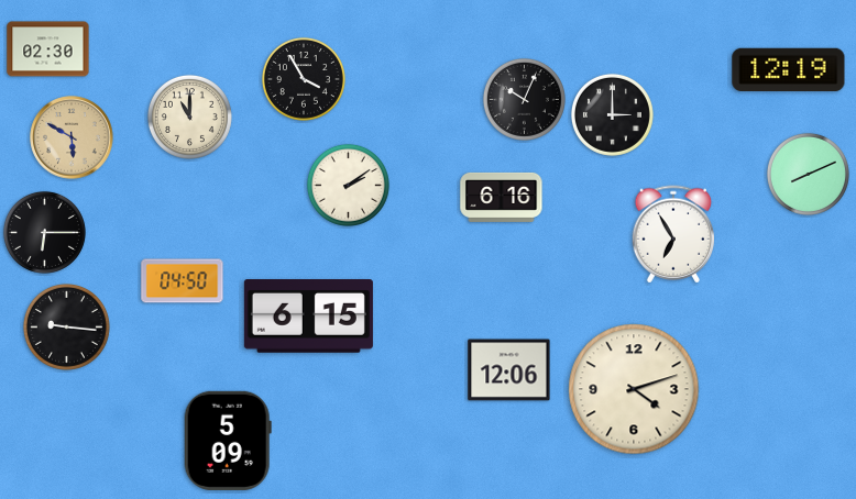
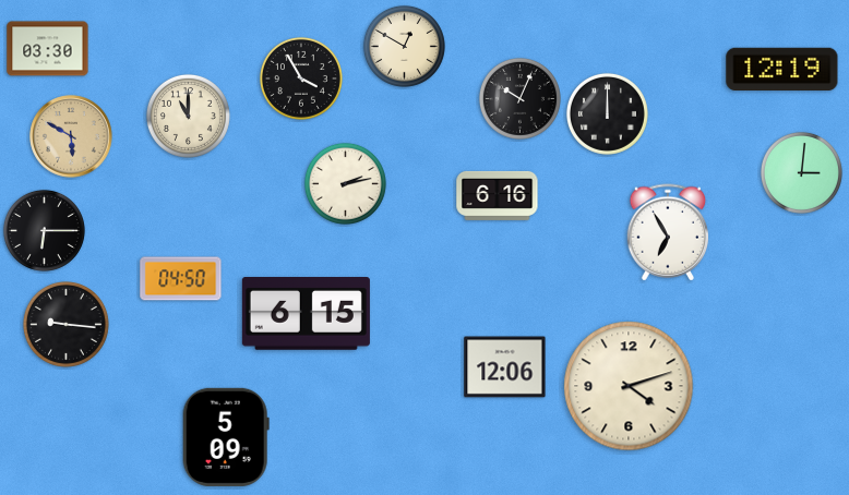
clock at (404, 46): none -> 12:50
clock at (48, 49): 02:30 -> 03:30
clock at (612, 114): 3:00 -> 12:00
clock at (808, 174): 8:11 -> 3:01
clock at (348, 185): 2:09 -> 2:13
